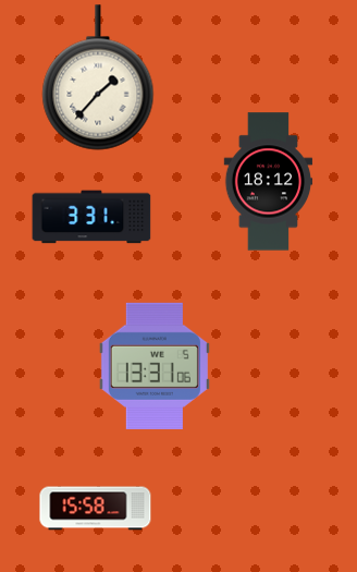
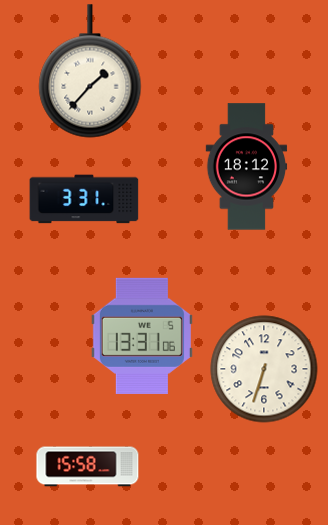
clock at (264, 369): none -> 6:33
